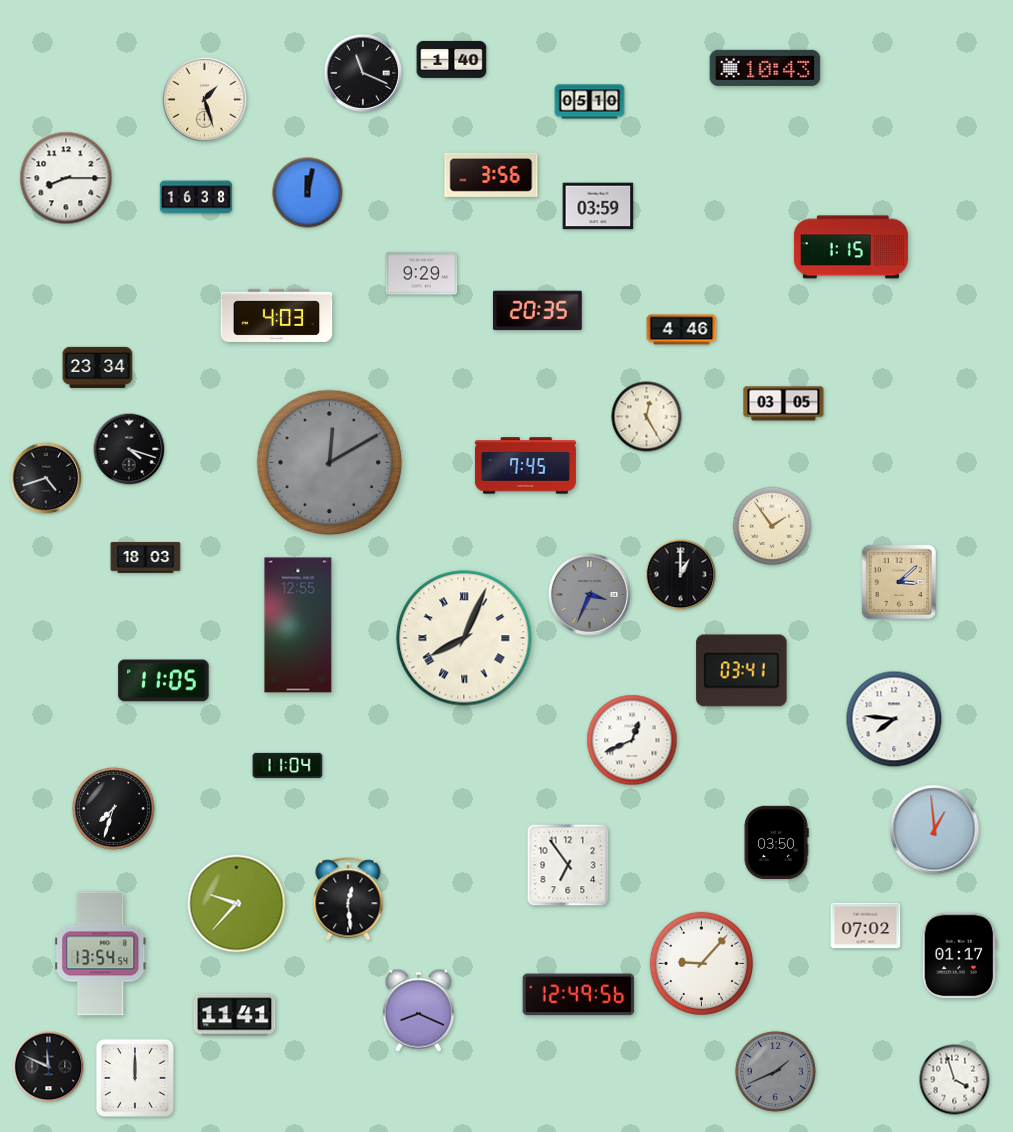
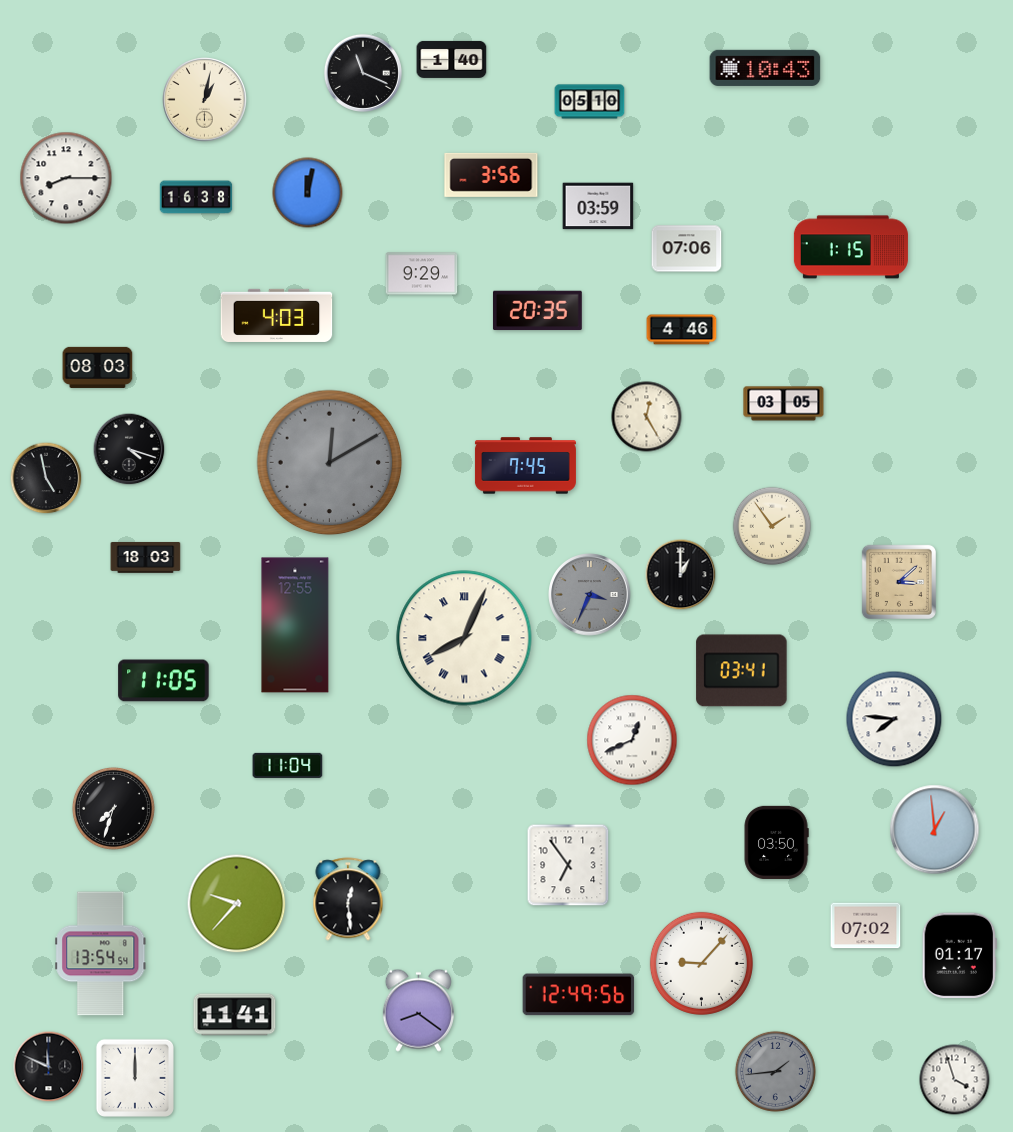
clock at (205, 100): 1:27 -> 1:02
clock at (687, 249): none -> 07:06
clock at (98, 367): 23:34 -> 08:03
clock at (46, 478): 4:42 -> 4:58
clock at (298, 625) position: (298, 625) -> (295, 625)
clock at (418, 1010): 8:19 -> 8:21
clock at (775, 1071): 1:41 -> 1:44
